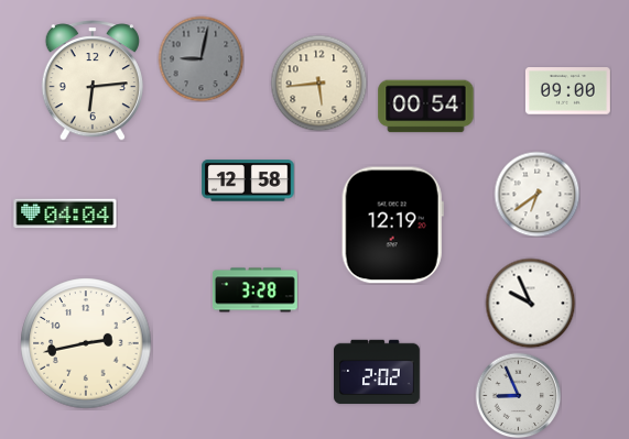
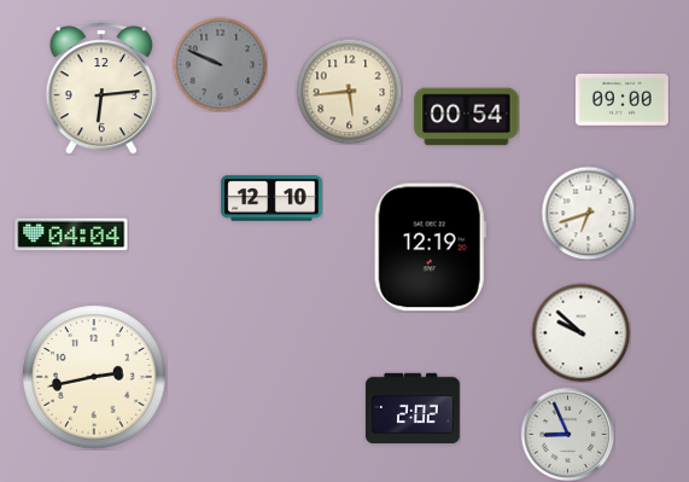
clock at (200, 58): 9:02 -> 9:49
clock at (248, 180): 12:58 -> 12:10
clock at (536, 194): 6:39 -> 6:42
clock at (256, 290): 3:28 -> none
clock at (530, 303): 9:56 -> 9:52
